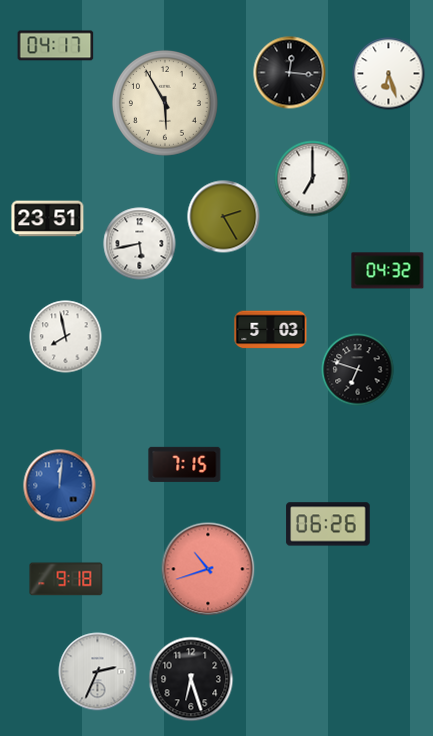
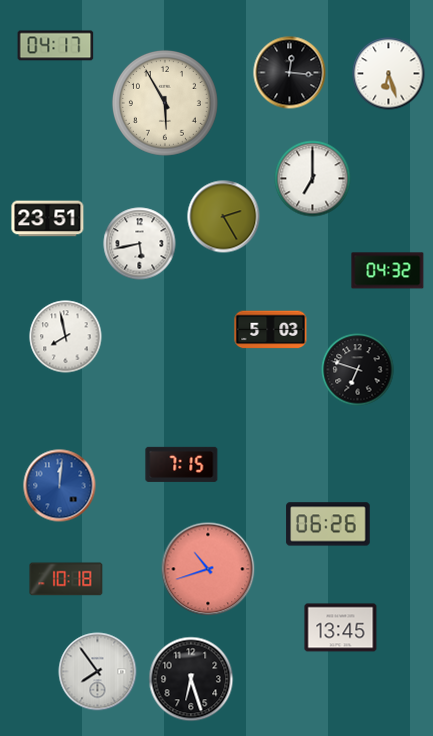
clock at (185, 464) position: (185, 464) -> (182, 464)
clock at (66, 579): 9:18 -> 10:18
clock at (341, 628): none -> 13:45
clock at (98, 672): 2:34 -> 7:54
